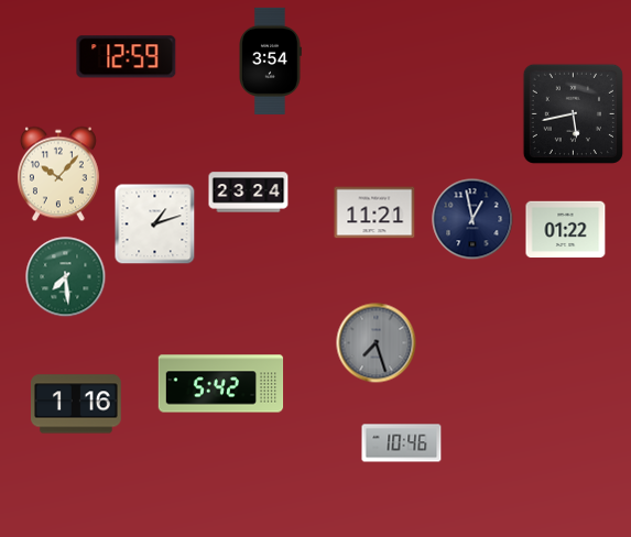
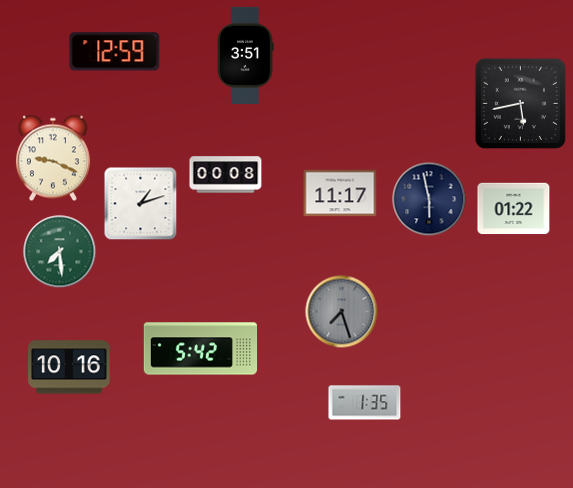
clock at (270, 61): 3:54 -> 3:51
clock at (58, 174): 10:07 -> 9:19
clock at (249, 193): 23:24 -> 00:08
clock at (374, 212): 11:21 -> 11:17
clock at (472, 219): 12:58 -> 5:58
clock at (77, 404): 1:16 -> 10:16
clock at (402, 443): 10:46 -> 1:35
